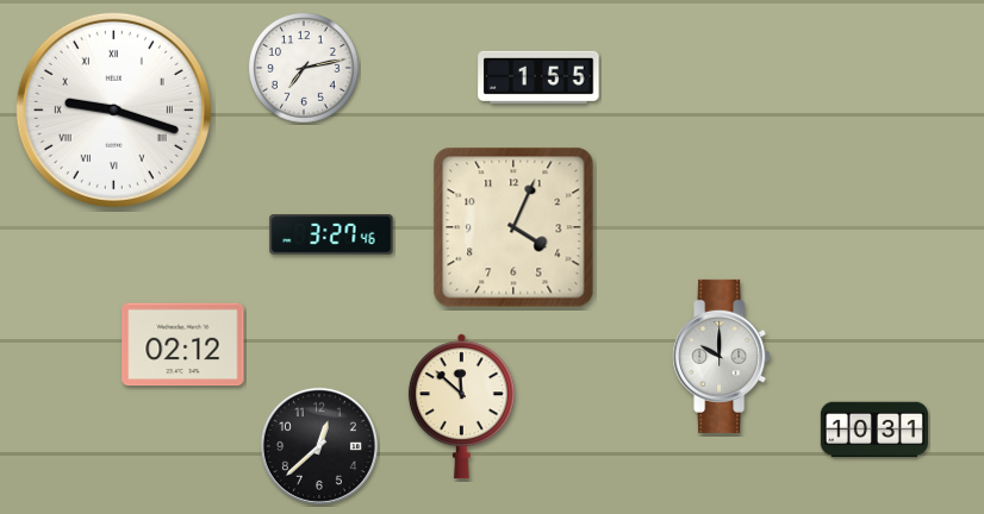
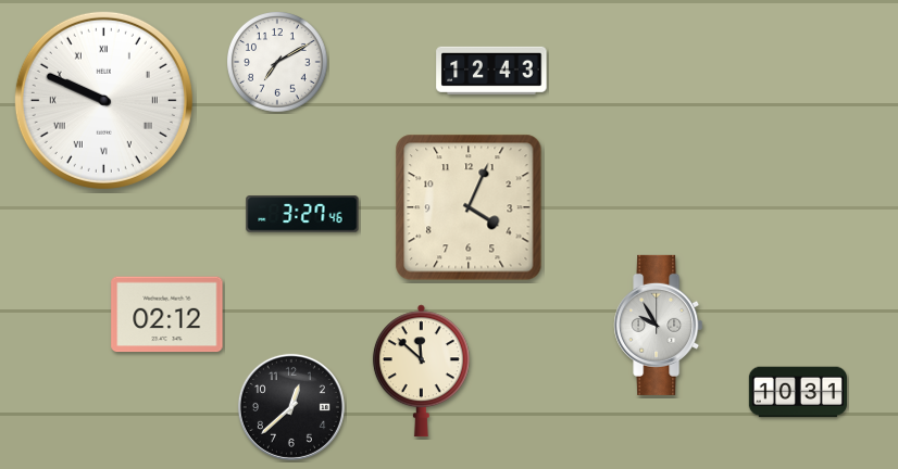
clock at (304, 68): 7:13 -> 7:10
clock at (538, 77): 1:55 -> 12:43
clock at (113, 109): 9:18 -> 9:49
clock at (722, 356): 10:00 -> 9:55
